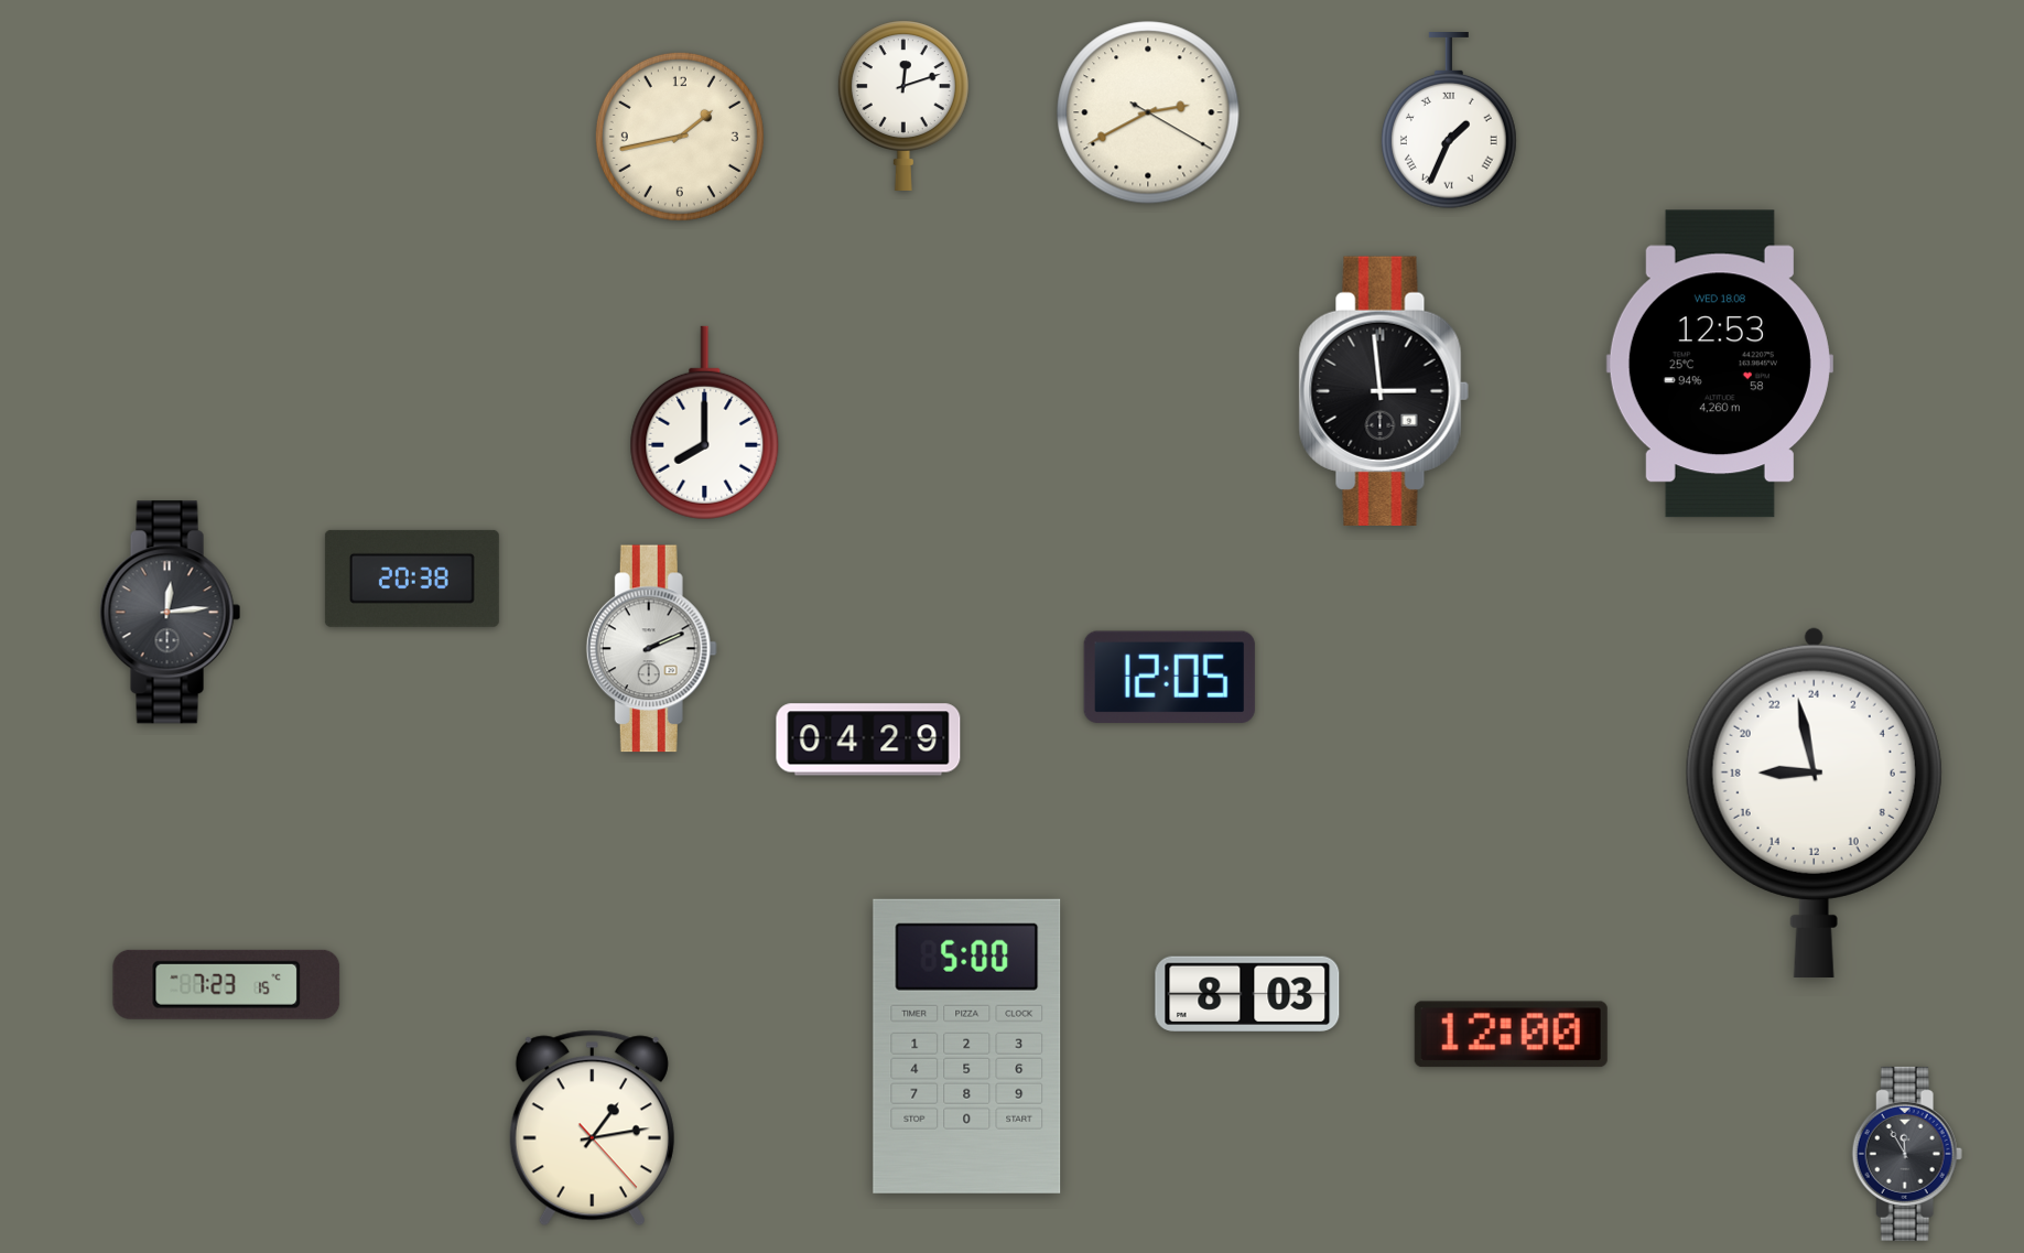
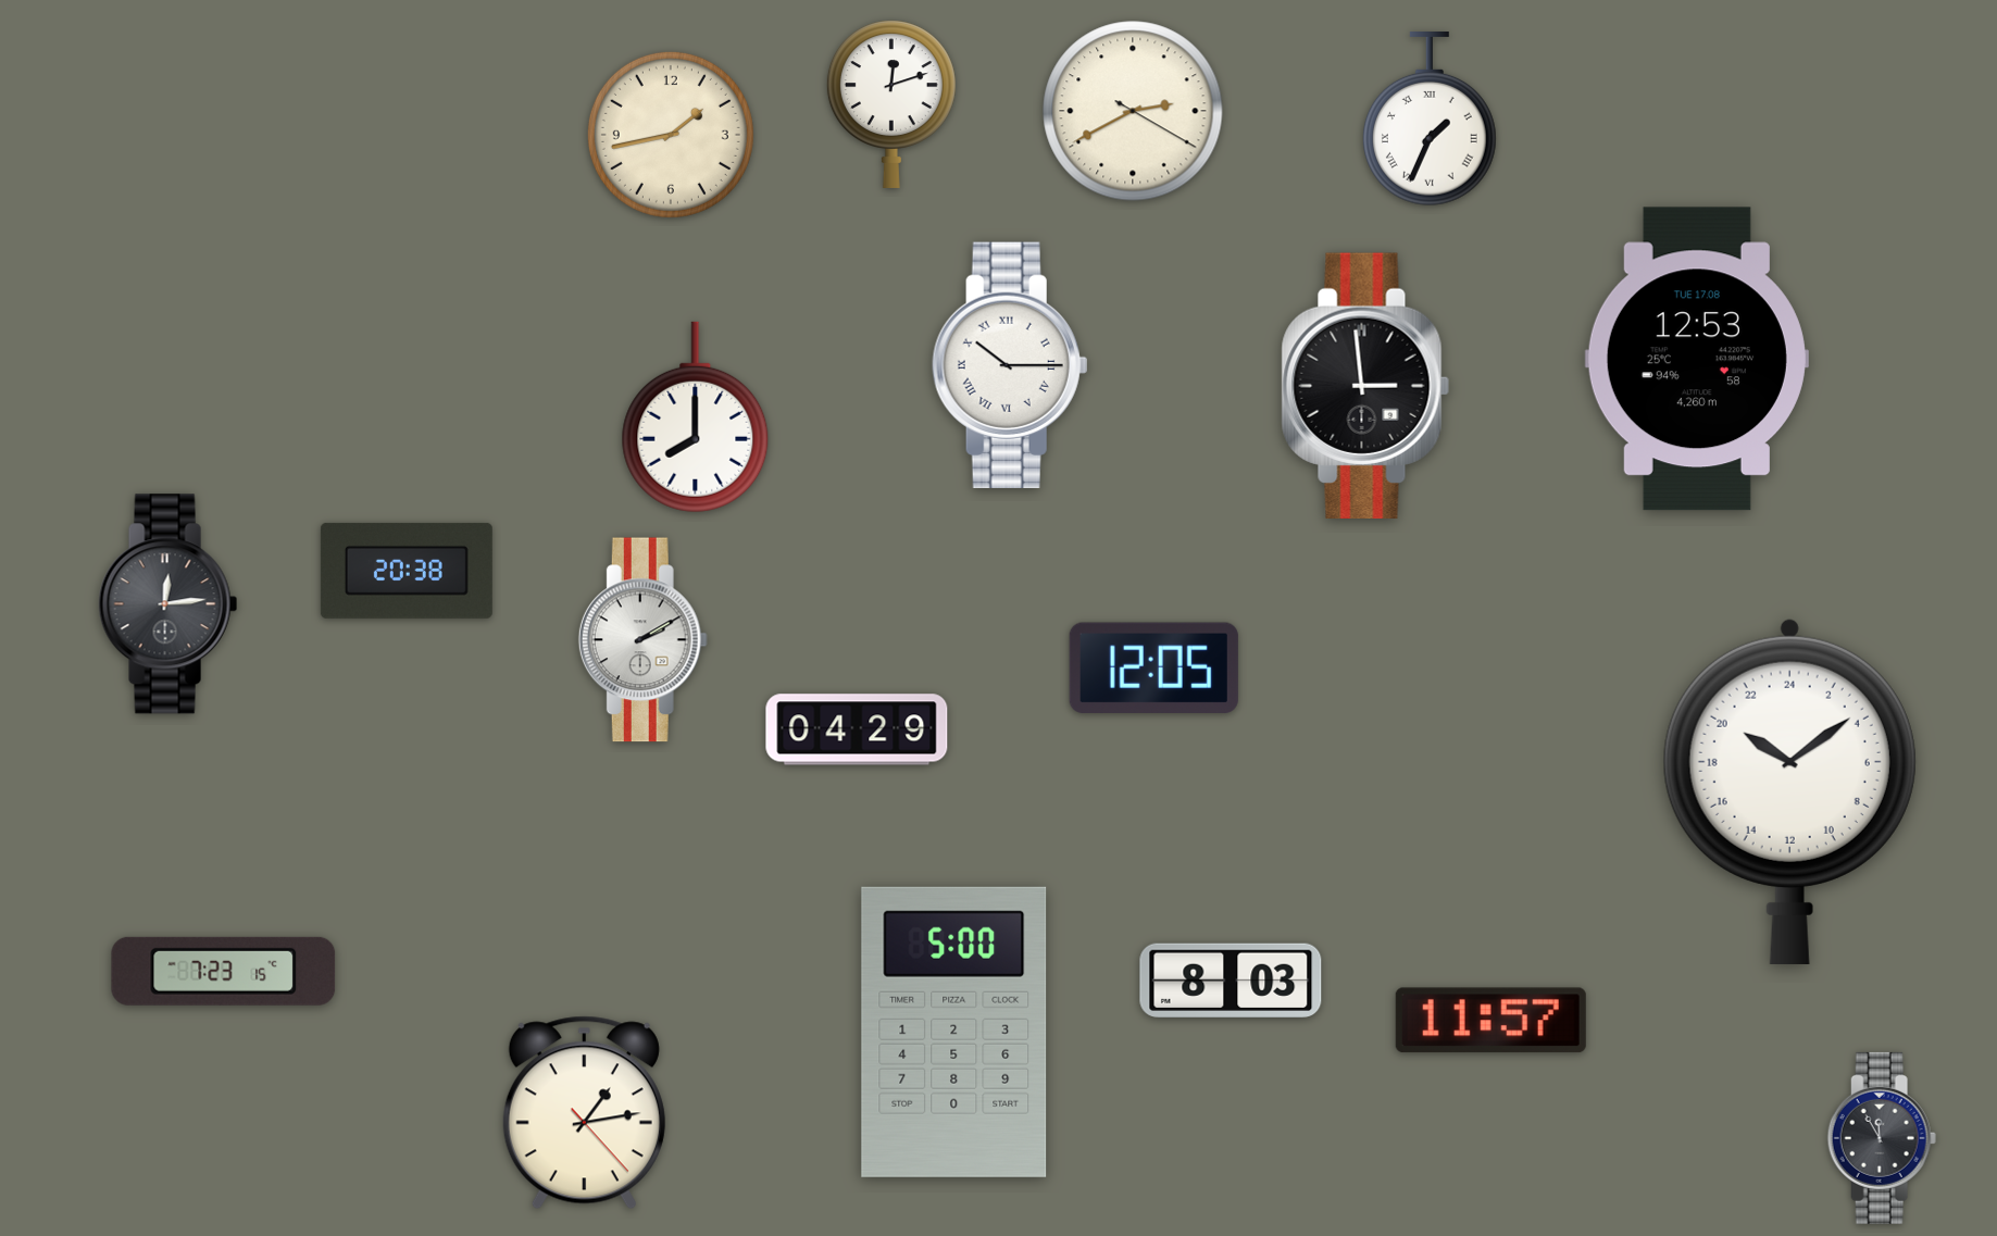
clock at (1720, 364) date: WED 18.08 -> TUE 17.08
clock at (1010, 364): none -> 10:15
clock at (651, 649): 2:11 -> 2:10
clock at (1814, 802): 17:58 -> 20:09
clock at (1511, 1035): 12:00 -> 11:57
